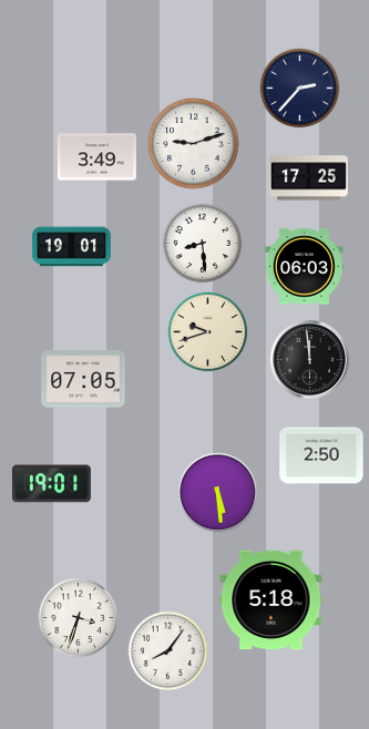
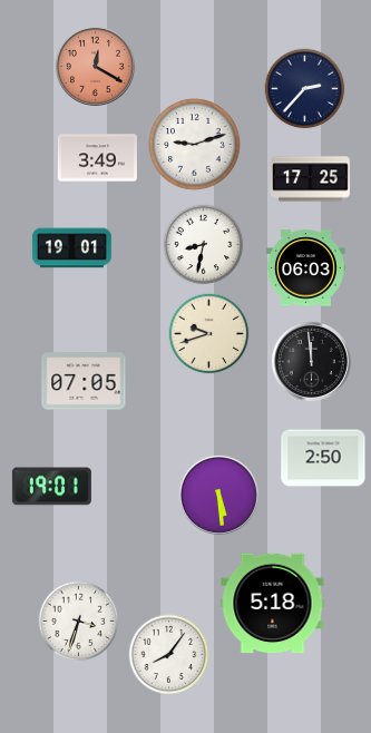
clock at (95, 66): none -> 12:20
clock at (300, 89) position: (300, 89) -> (305, 89)
clock at (203, 244): 8:29 -> 8:32
